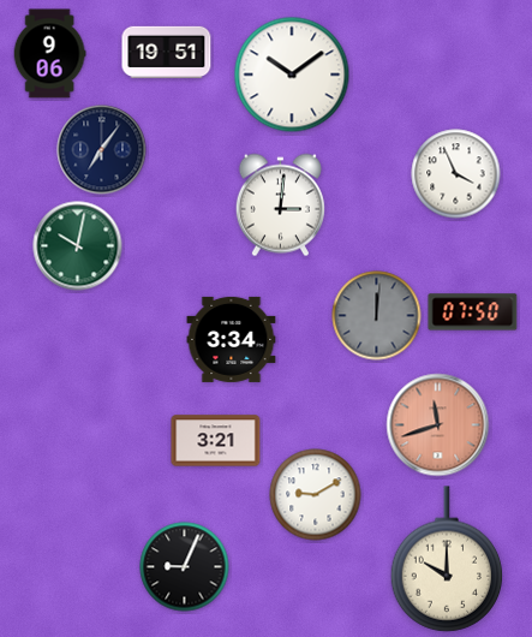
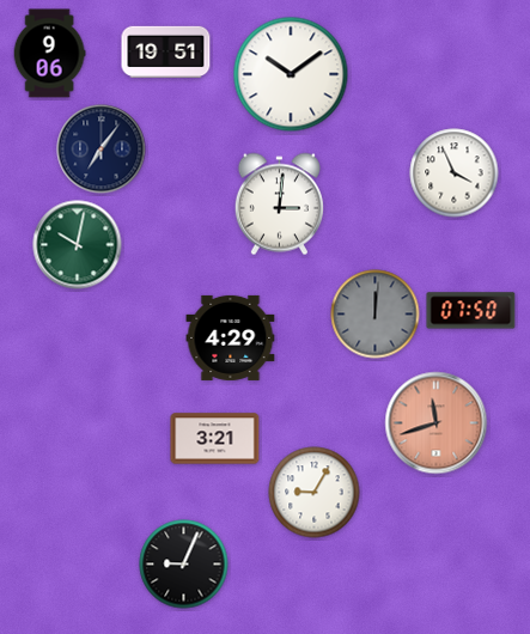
clock at (232, 339): 3:34 -> 4:29
clock at (316, 495): 9:10 -> 9:05
clock at (447, 559): 10:00 -> none
